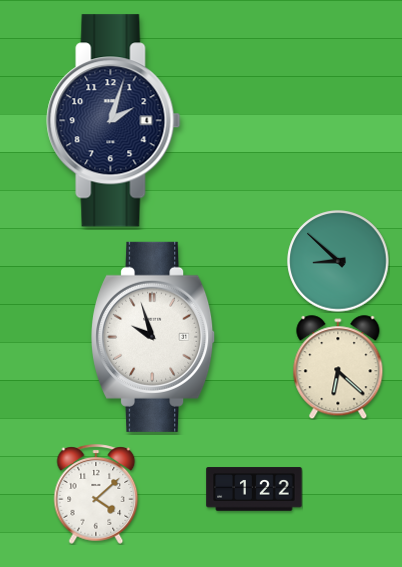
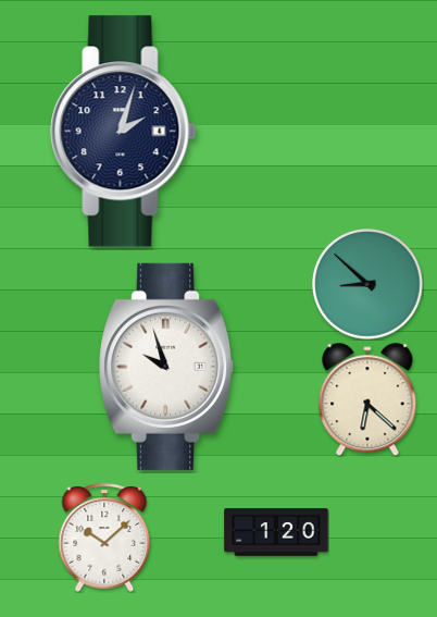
clock at (254, 489): 1:22 -> 1:20
clock at (96, 494): 4:08 -> 10:08
